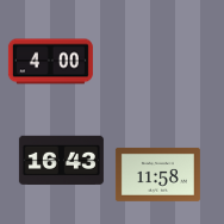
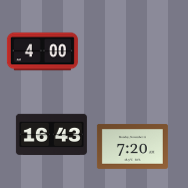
clock at (157, 174): 11:58 -> 7:20
